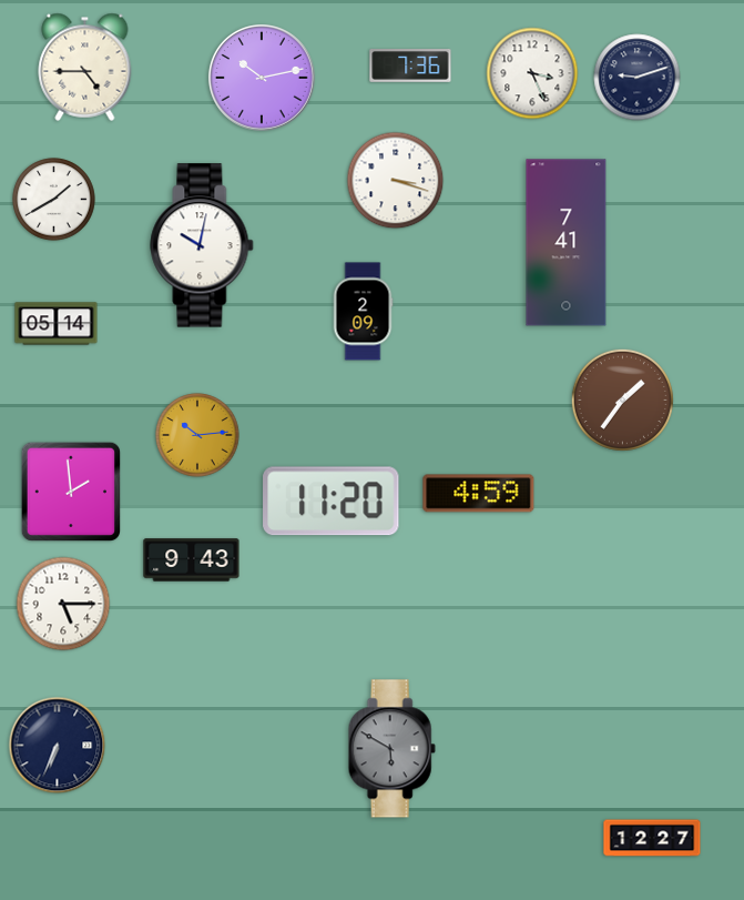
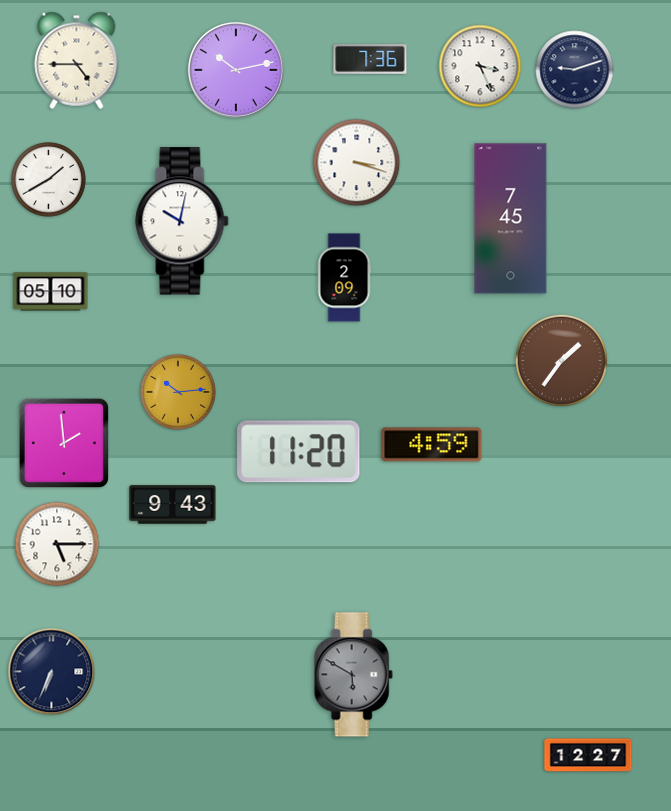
clock at (567, 243): 7:41 -> 7:45
clock at (363, 312) position: (363, 312) -> (344, 278)
clock at (57, 324): 05:14 -> 05:10
